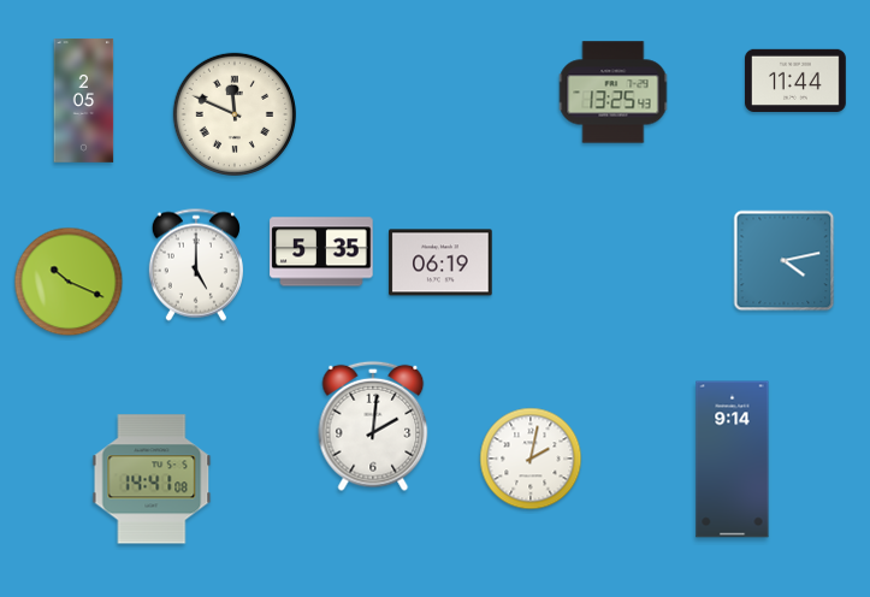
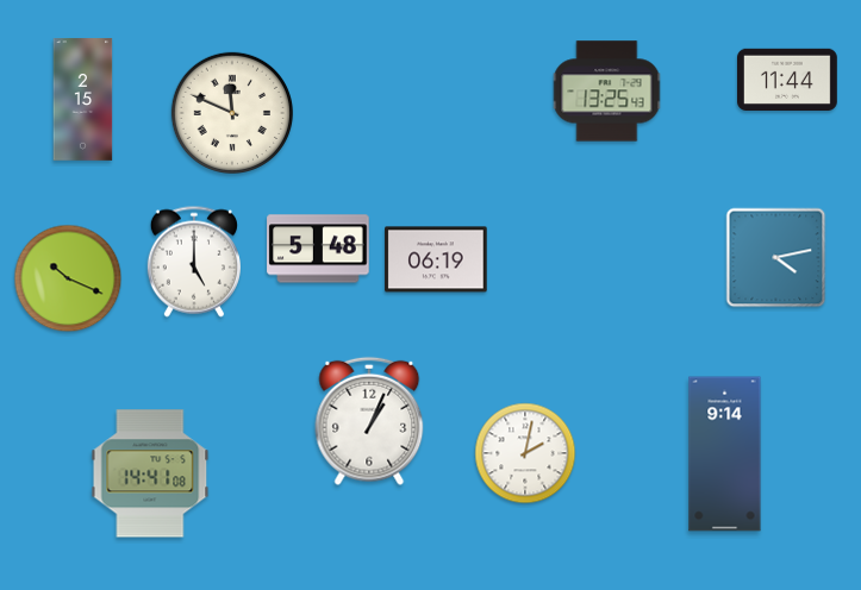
clock at (84, 101): 2:05 -> 2:15
clock at (321, 252): 5:35 -> 5:48
clock at (373, 426): 2:01 -> 1:04
